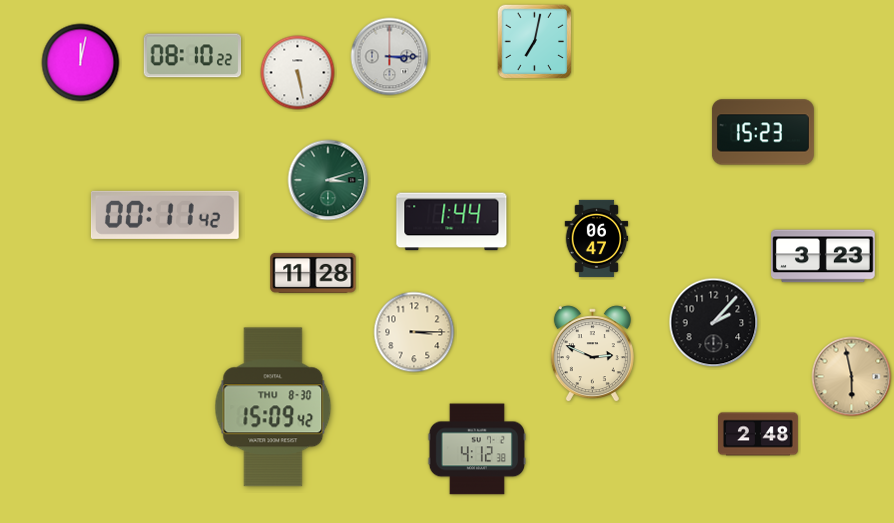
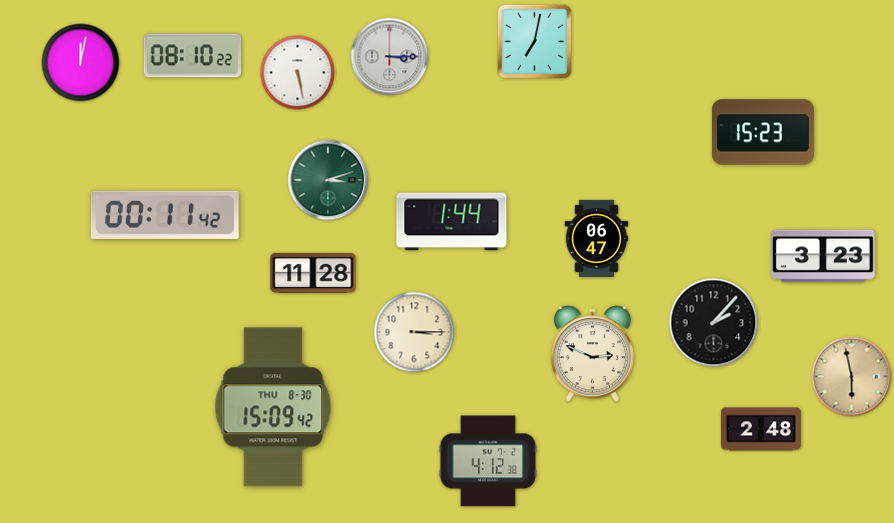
clock at (759, 434) position: (759, 434) -> (762, 429)
clock at (476, 449) position: (476, 449) -> (487, 461)
